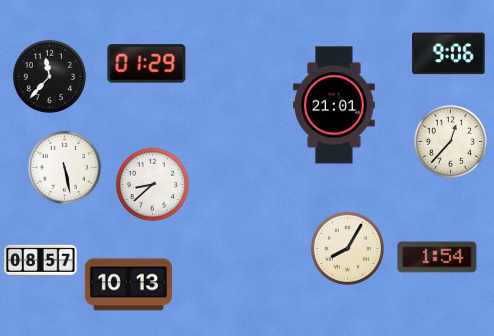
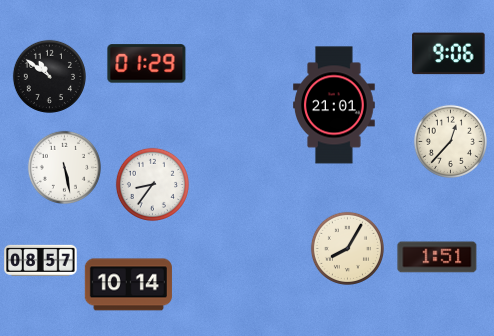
clock at (49, 76): 11:37 -> 10:51
clock at (152, 184): 8:38 -> 8:36
clock at (437, 257): 1:54 -> 1:51
clock at (128, 285): 10:13 -> 10:14
